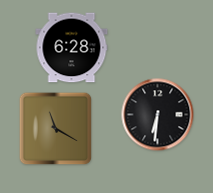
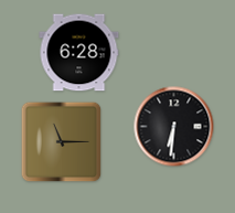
clock at (56, 129): 11:20 -> 11:15
